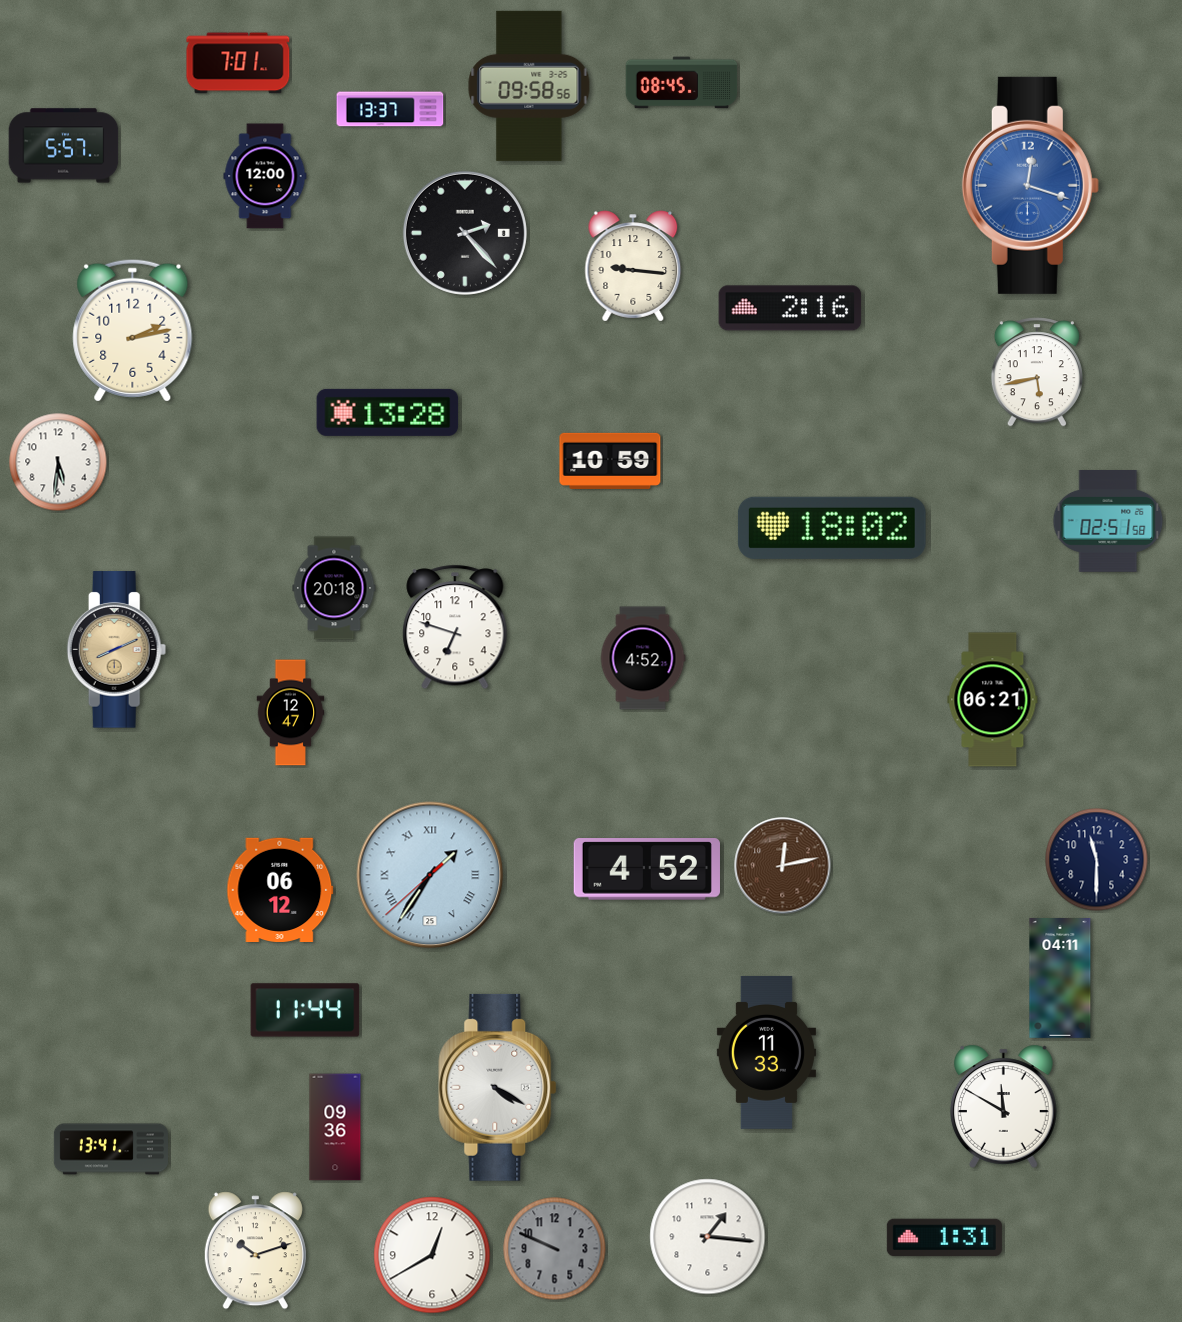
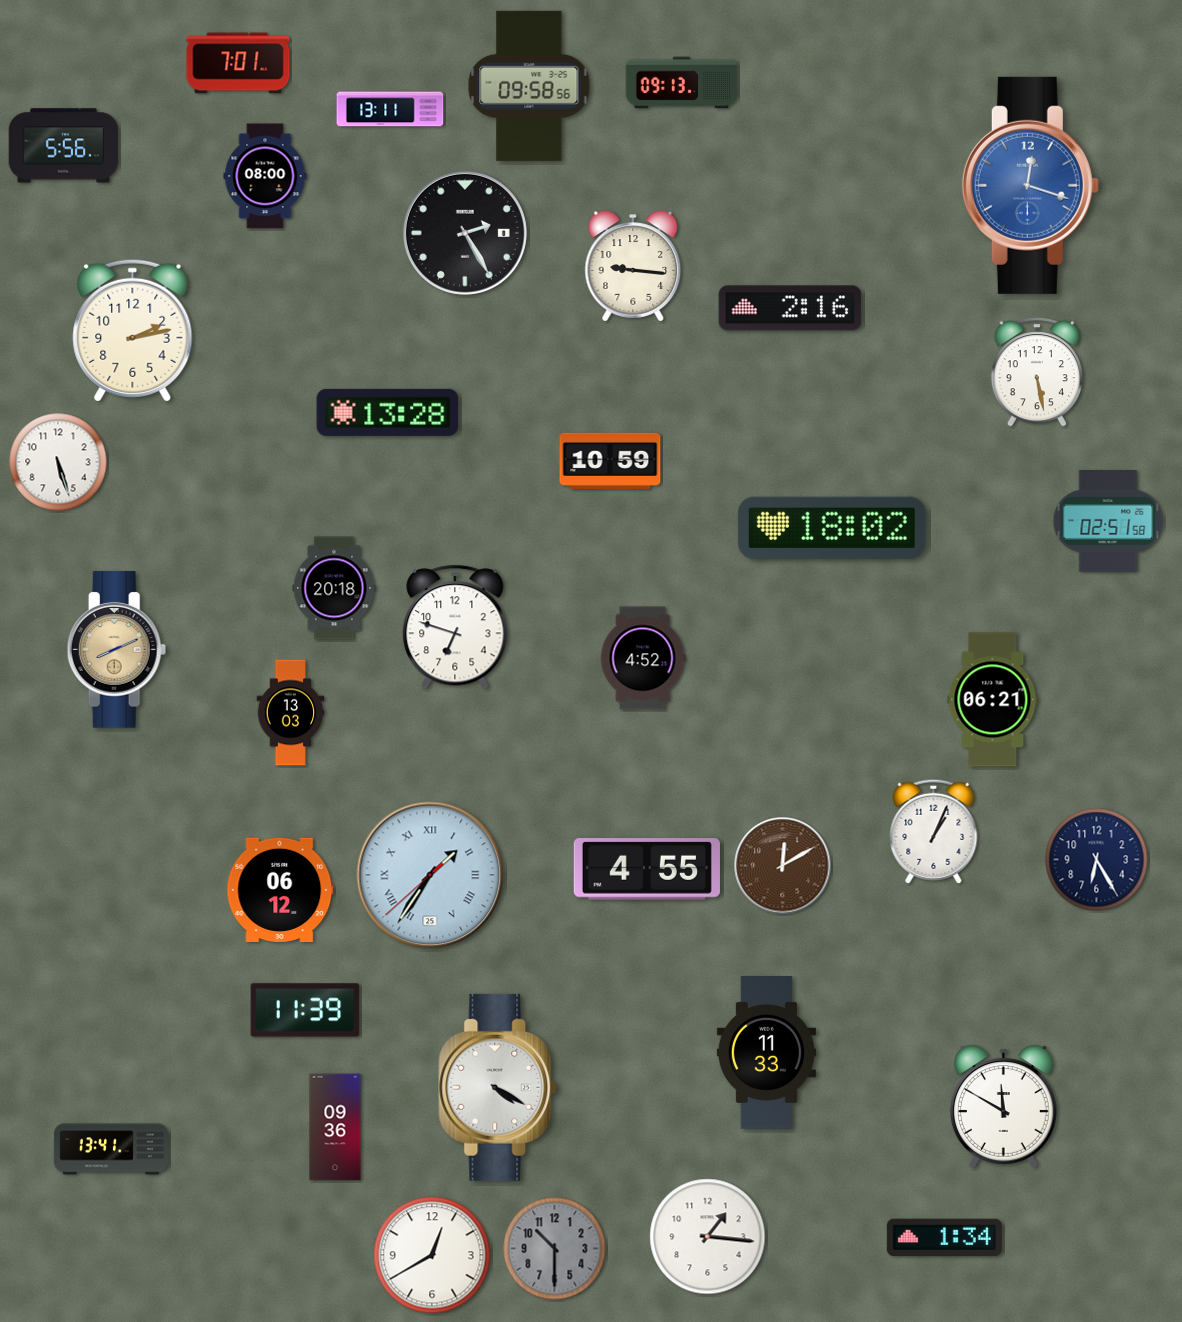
clock at (682, 83): 08:45 -> 09:13
clock at (390, 109): 13:37 -> 13:11
clock at (64, 146): 5:57 -> 5:56
clock at (265, 176): 12:00 -> 08:00
clock at (465, 233): 2:23 -> 2:25
clock at (1037, 372): 5:43 -> 5:28
clock at (58, 462): 5:31 -> 5:27
clock at (291, 713): 12:47 -> 13:03
clock at (934, 831): none -> 1:04
clock at (1097, 860): 11:30 -> 6:25
clock at (783, 866): 12:13 -> 12:10
clock at (647, 869): 4:52 -> 4:55
clock at (1060, 979): 04:11 -> none
clock at (305, 1010): 11:44 -> 11:39
clock at (944, 1238): 1:31 -> 1:34
clock at (555, 1249): 9:49 -> 10:30
clock at (255, 1251): 10:12 -> none
